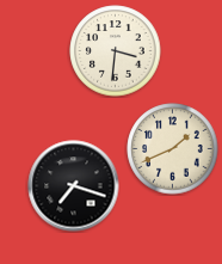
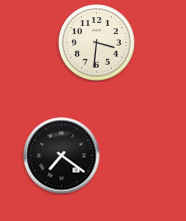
clock at (173, 149): 1:41 -> none
clock at (74, 186): 7:18 -> 7:21
